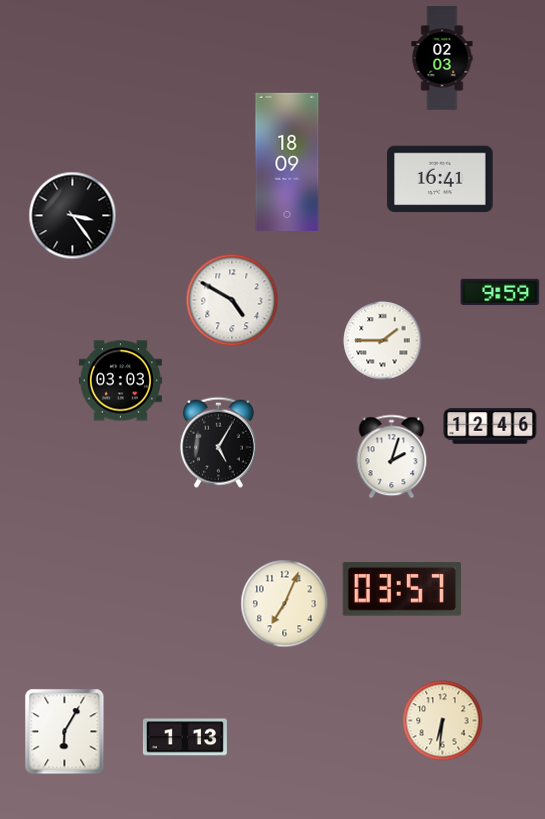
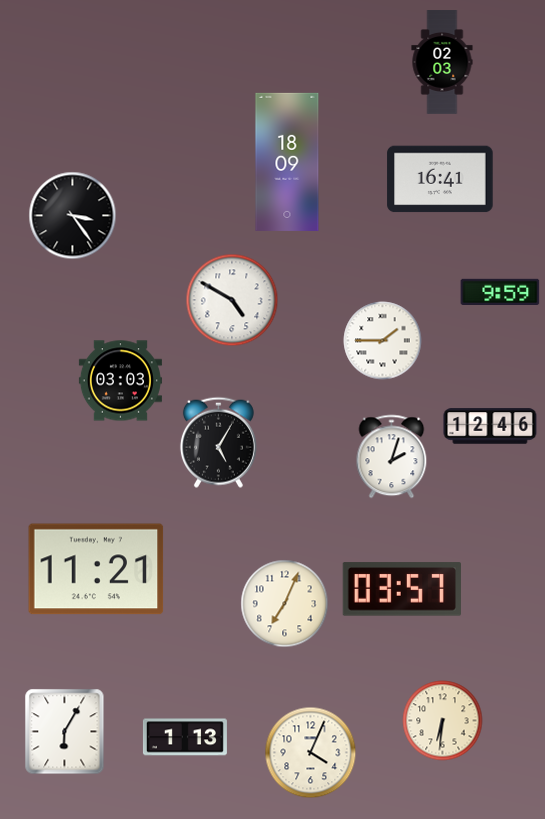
clock at (442, 58) position: (442, 58) -> (442, 62)
clock at (96, 569): none -> 11:21
clock at (311, 753): none -> 4:04
